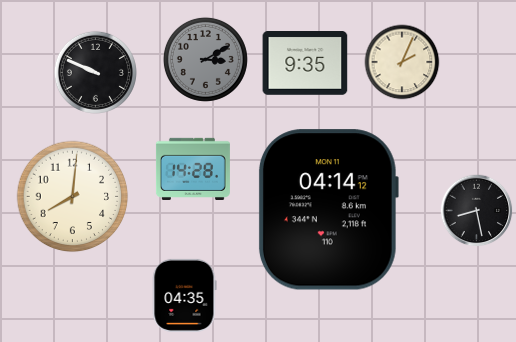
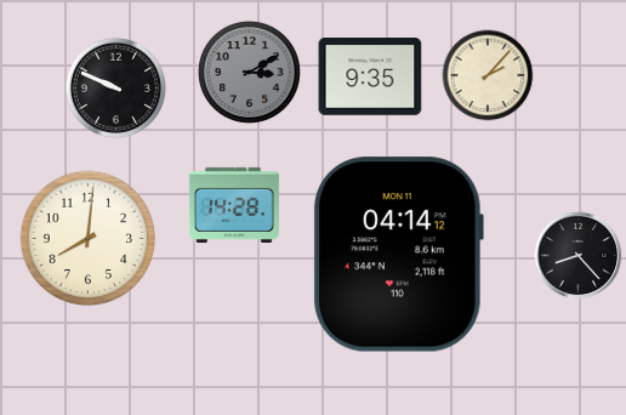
clock at (402, 62): 2:04 -> 2:07
clock at (477, 211): 8:28 -> 8:23
clock at (185, 295): 04:35 -> none
